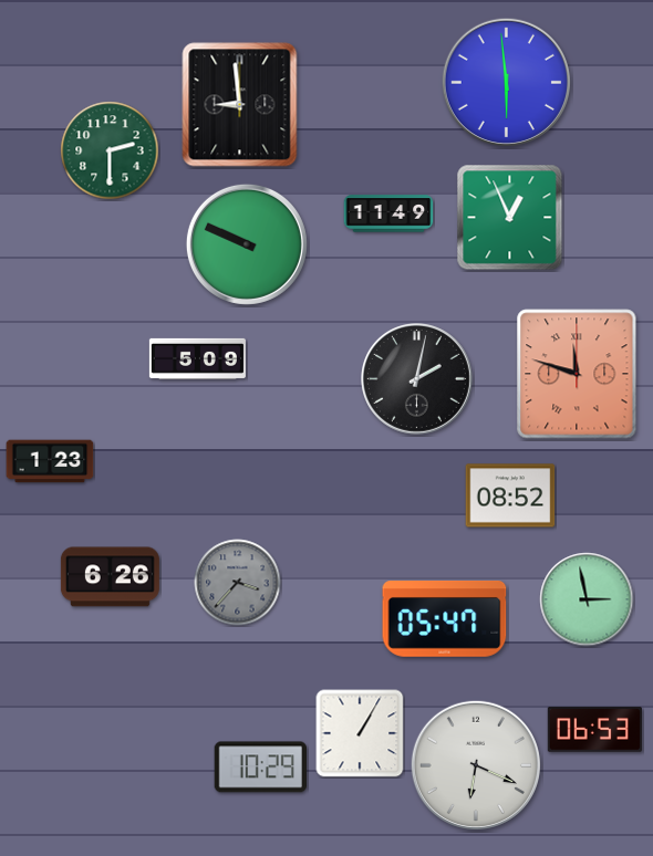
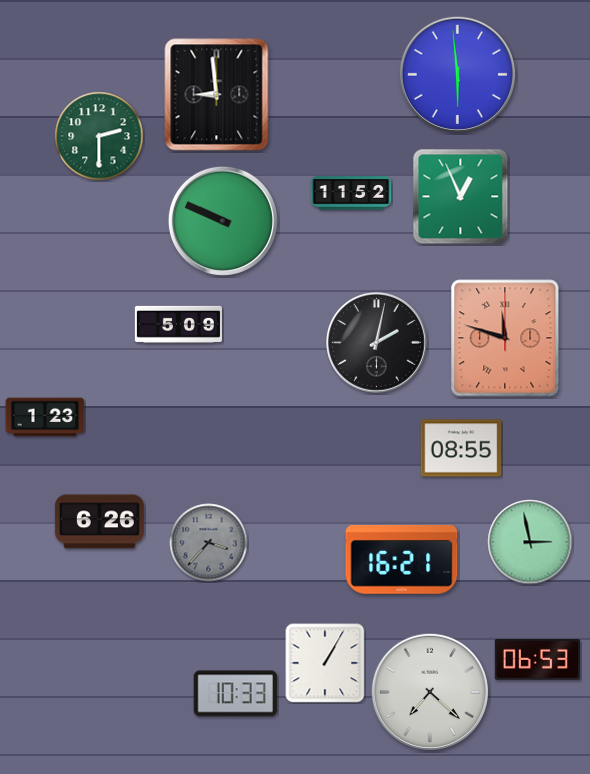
clock at (388, 213): 11:49 -> 11:52
clock at (577, 374) position: (577, 374) -> (505, 338)
clock at (510, 495): 08:52 -> 08:55
clock at (238, 583) position: (238, 583) -> (209, 543)
clock at (445, 619): 05:47 -> 16:21
clock at (476, 765): 6:19 -> 7:22
clock at (260, 768): 10:29 -> 10:33
